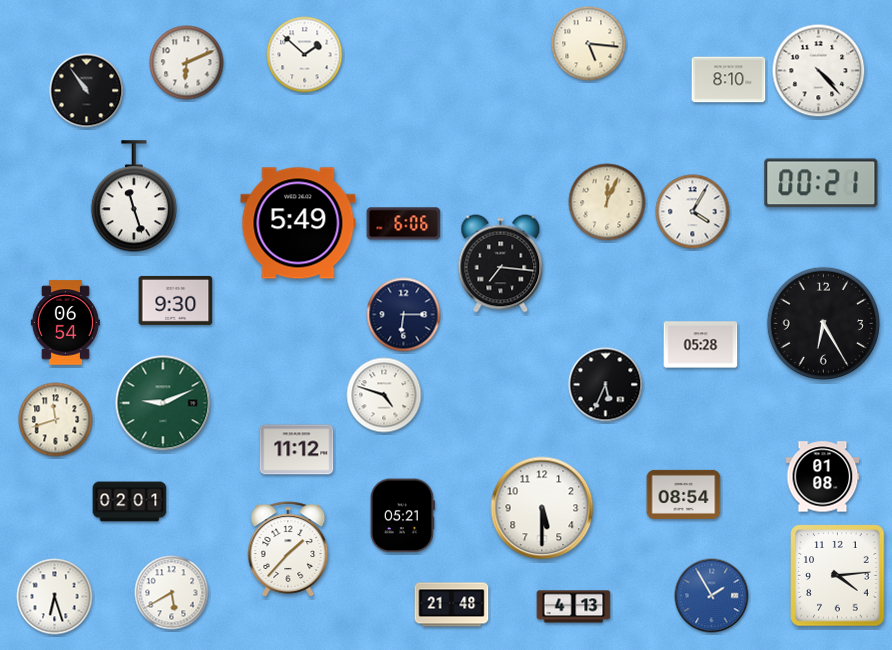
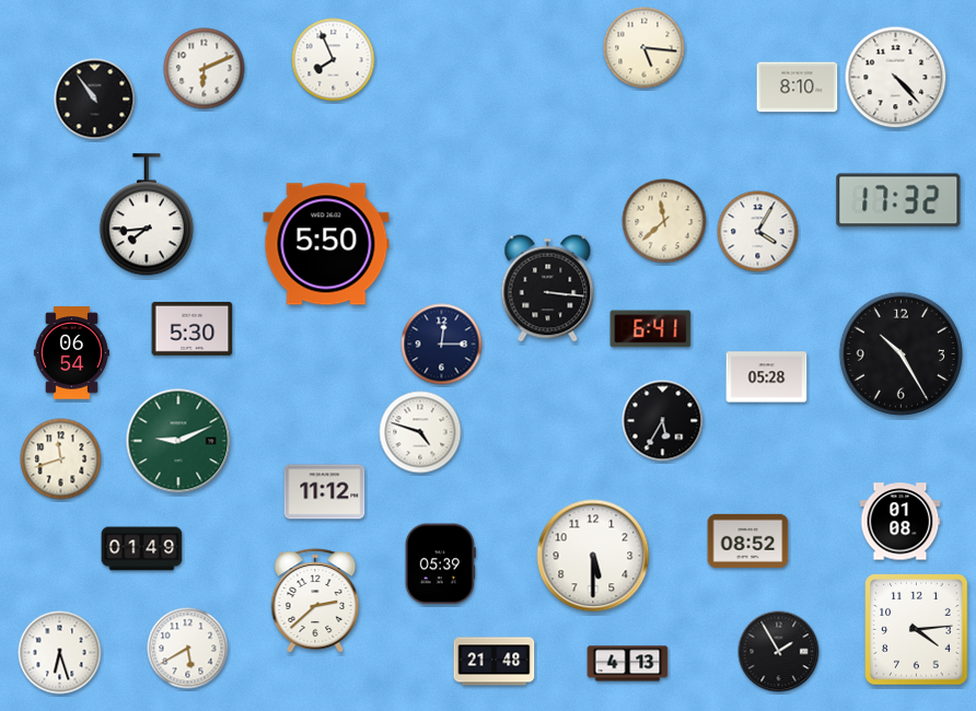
clock at (305, 55): 1:52 -> 7:56
clock at (821, 183): 00:21 -> 17:32
clock at (134, 197): 11:27 -> 7:44
clock at (607, 202): 12:04 -> 11:38
clock at (298, 223): 5:49 -> 5:50
clock at (404, 224): 6:06 -> none
clock at (501, 264): 7:16 -> 3:16
clock at (176, 300): 9:30 -> 5:30
clock at (651, 329): none -> 6:41
clock at (404, 315): 6:15 -> 12:15
clock at (823, 323): 6:25 -> 10:25
clock at (606, 385): 5:34 -> 5:35
clock at (684, 494): 08:54 -> 08:52
clock at (130, 502): 02:01 -> 01:49
clock at (402, 516): 05:21 -> 05:39
clock at (288, 549): 1:37 -> 2:38
clock at (712, 596) dial: blue -> black
